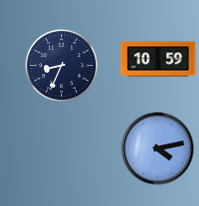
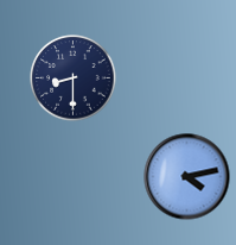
clock at (158, 59): 10:59 -> none
clock at (62, 66): 8:34 -> 8:30
